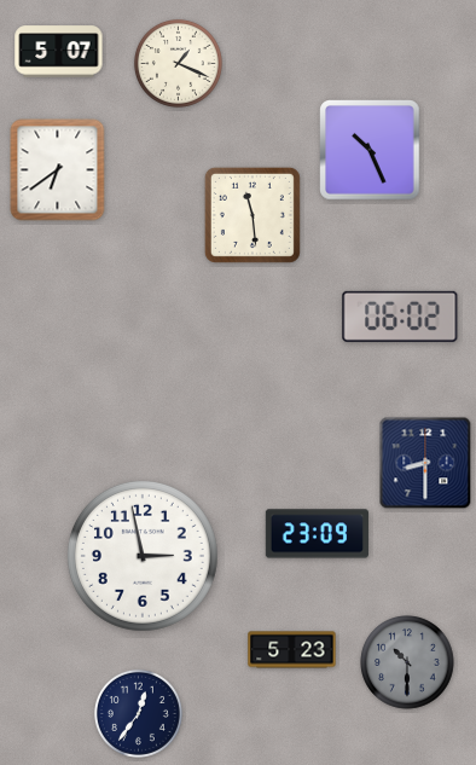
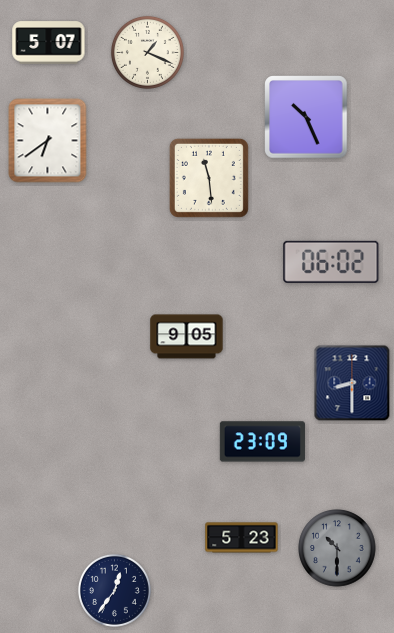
clock at (370, 150) position: (370, 150) -> (306, 117)
clock at (187, 337): none -> 9:05
clock at (143, 556): 2:58 -> none
